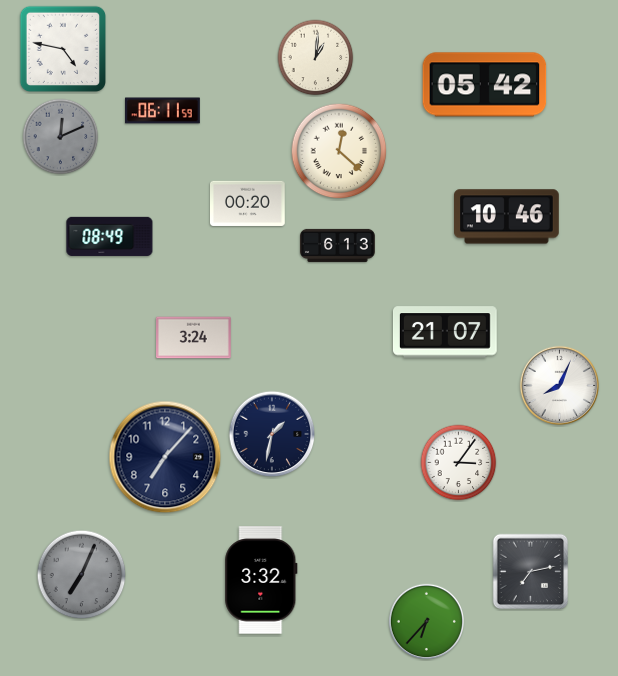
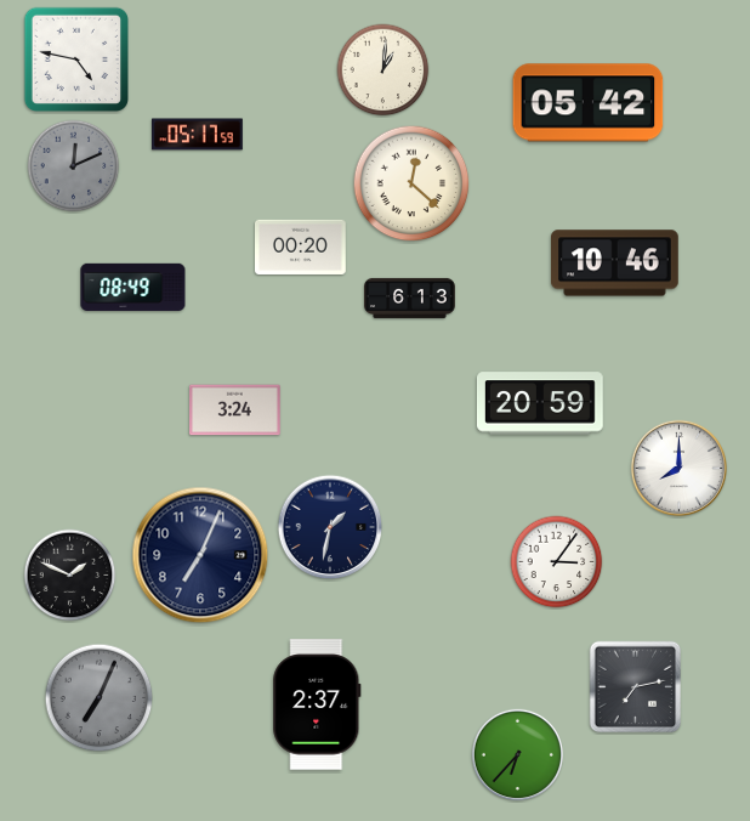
clock at (163, 111): 06:11 -> 05:17
clock at (445, 332): 21:07 -> 20:59
clock at (560, 386): 8:04 -> 8:00
clock at (165, 457): 7:07 -> 7:04
clock at (70, 576): none -> 1:49
clock at (531, 572) position: (531, 572) -> (636, 687)
clock at (261, 580): 3:32 -> 2:37
